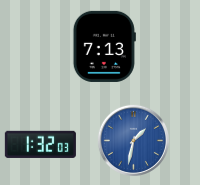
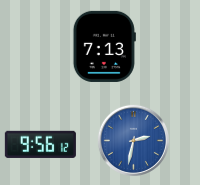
clock at (133, 140): 1:32 -> 2:32
clock at (40, 144): 1:32 -> 9:56
